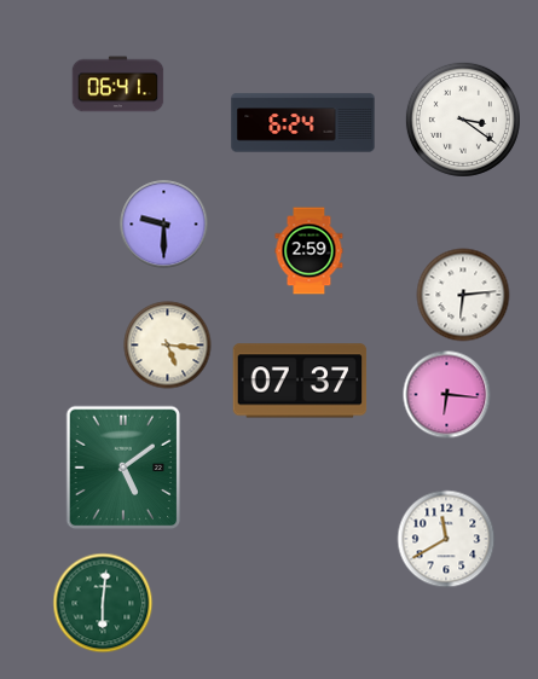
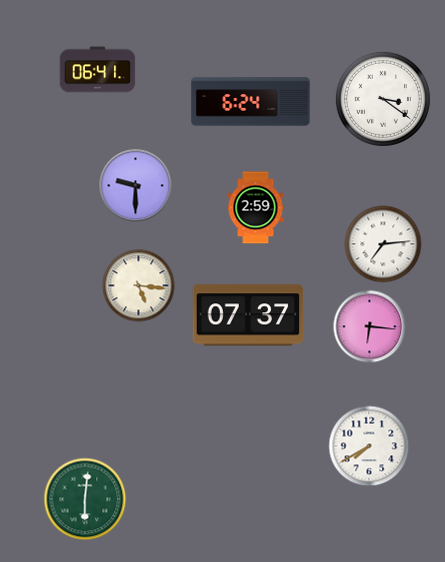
clock at (463, 295): 6:14 -> 7:14
clock at (123, 468): 5:09 -> none
clock at (446, 539): 11:40 -> 7:40
